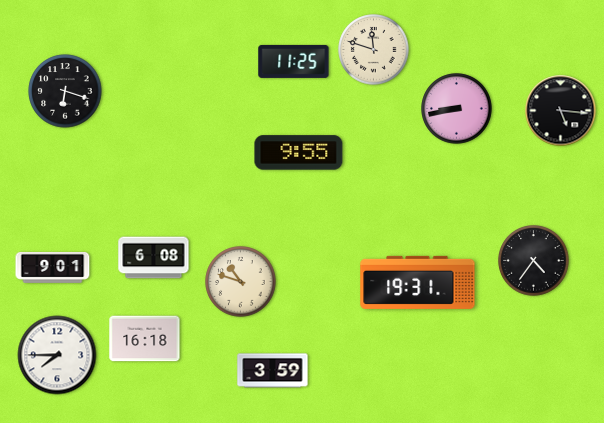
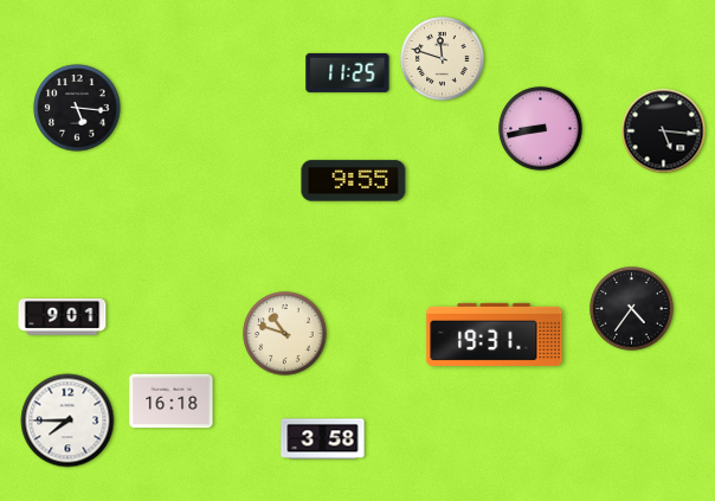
clock at (65, 91): 6:18 -> 5:16
clock at (154, 258): 6:08 -> none
clock at (273, 371): 3:59 -> 3:58
